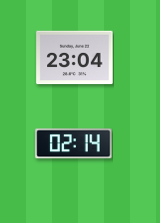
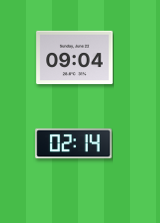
clock at (75, 58): 23:04 -> 09:04
